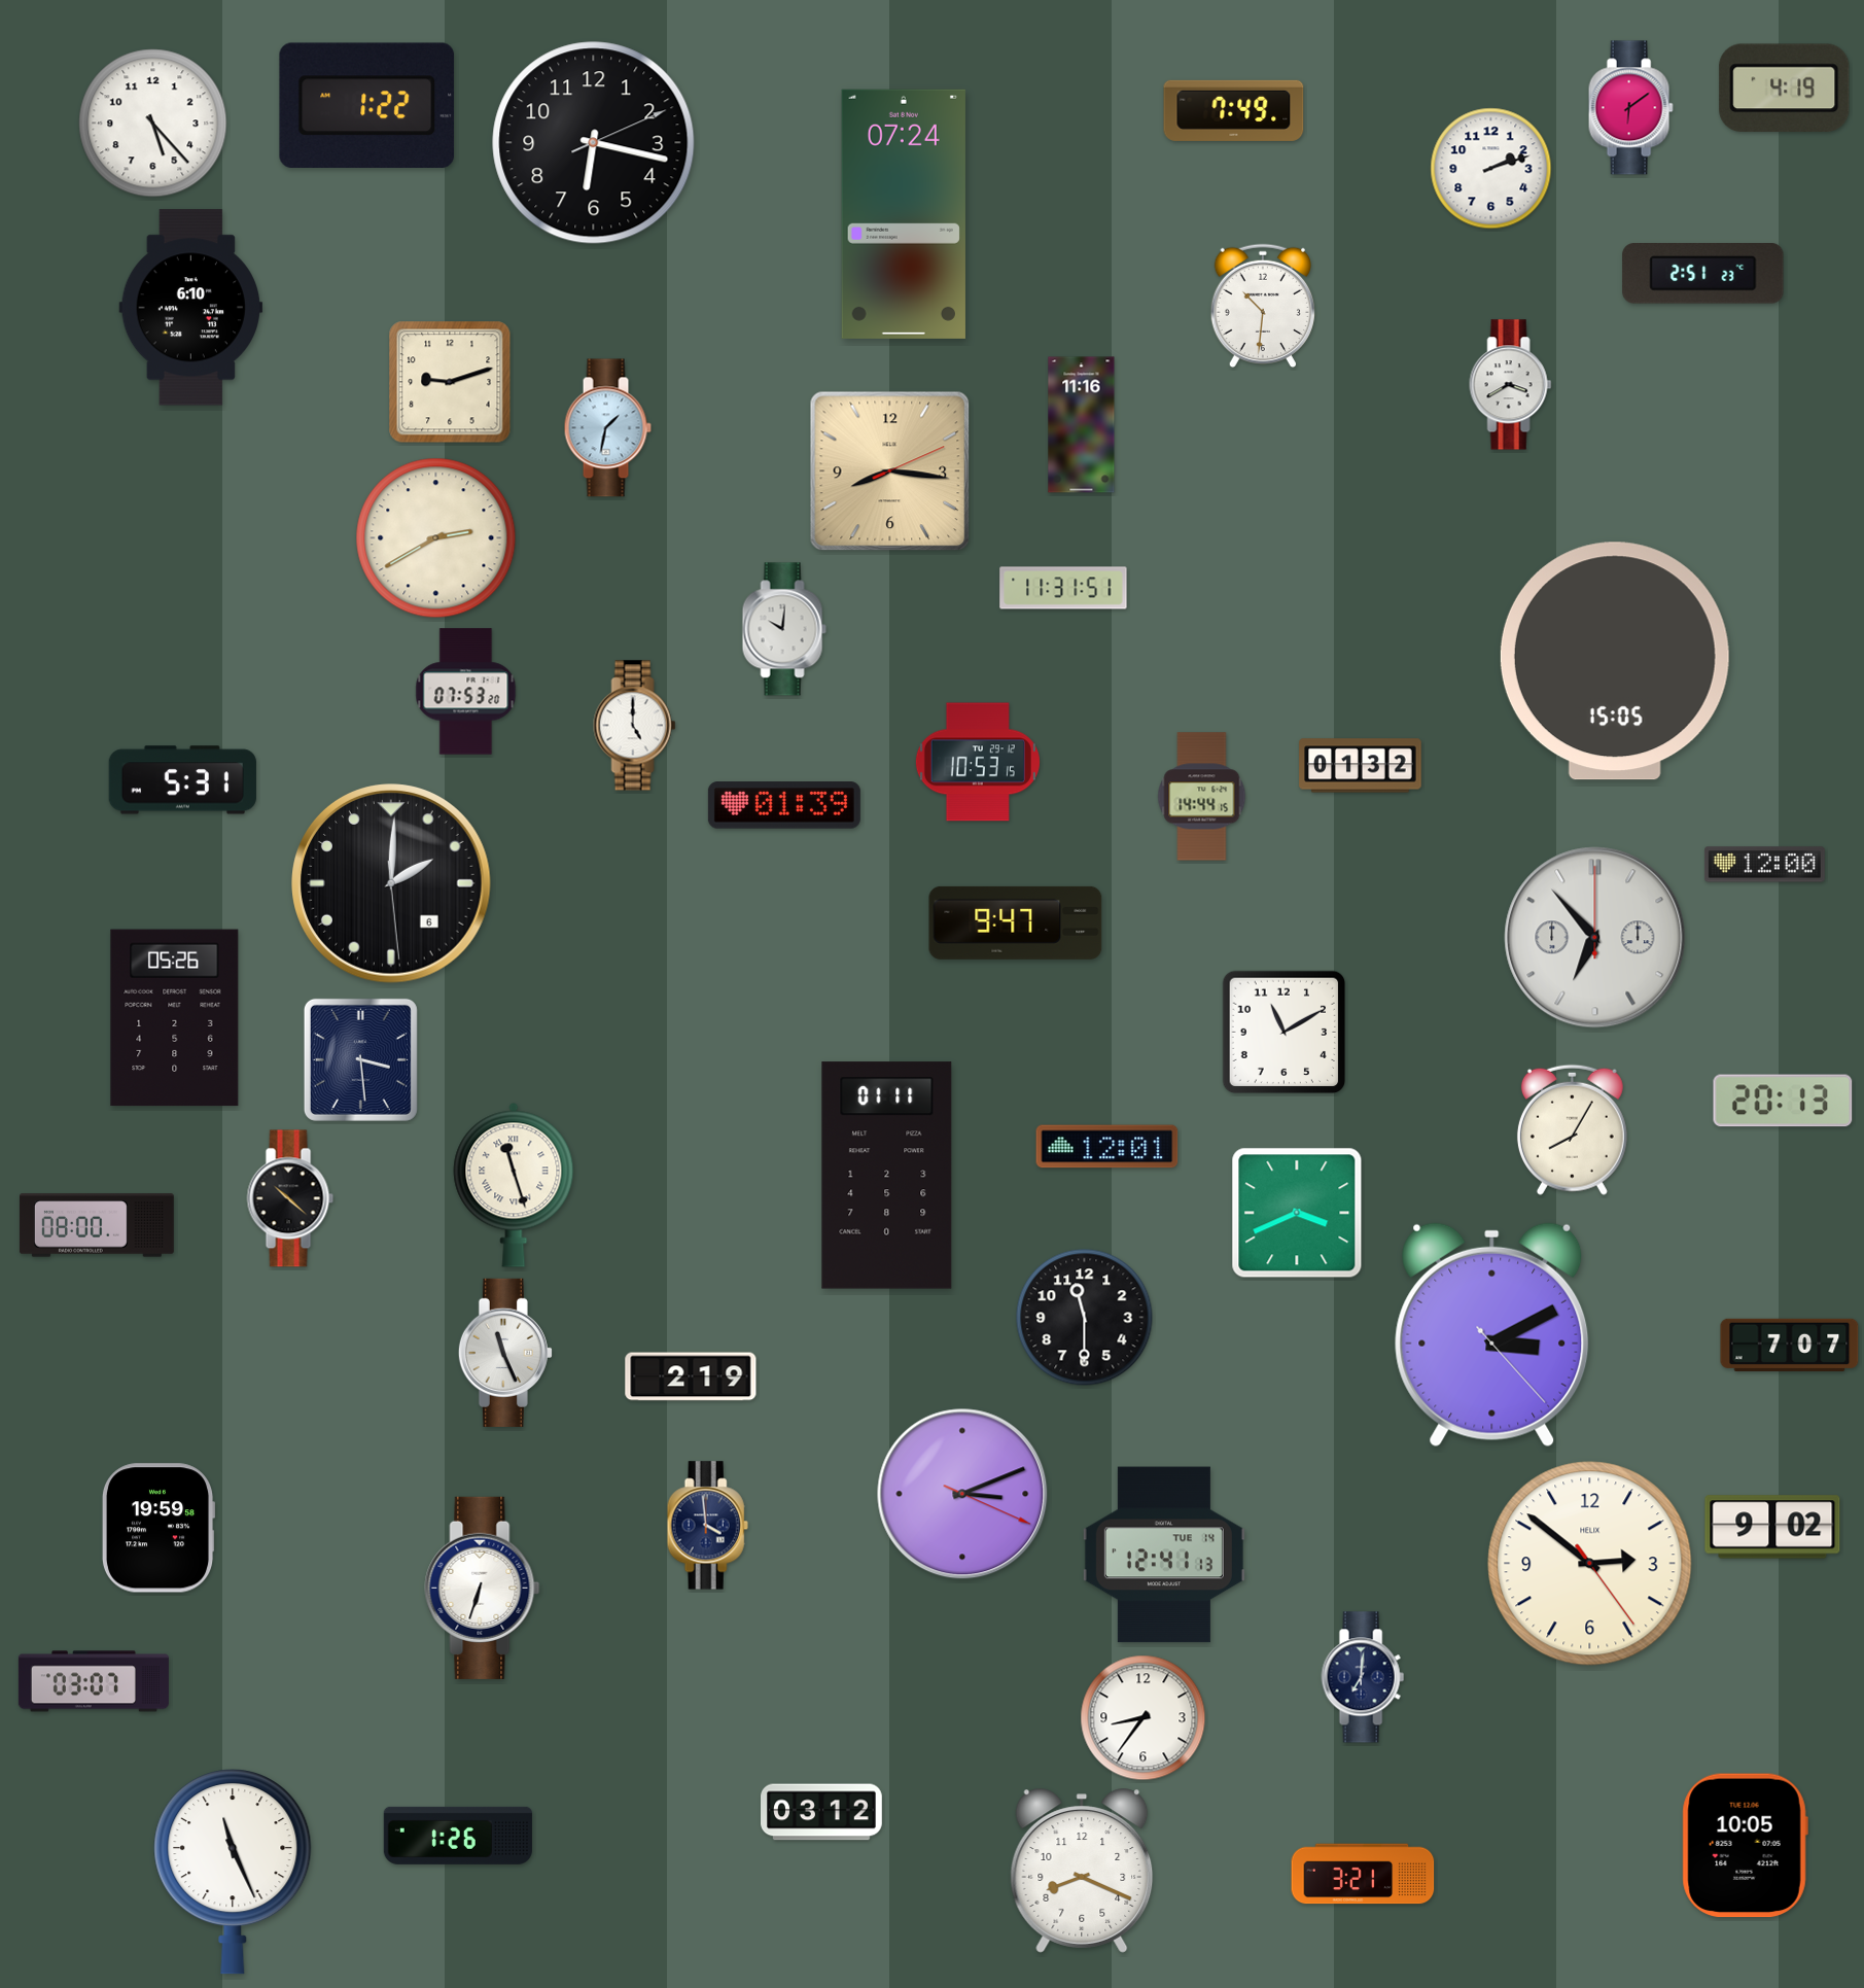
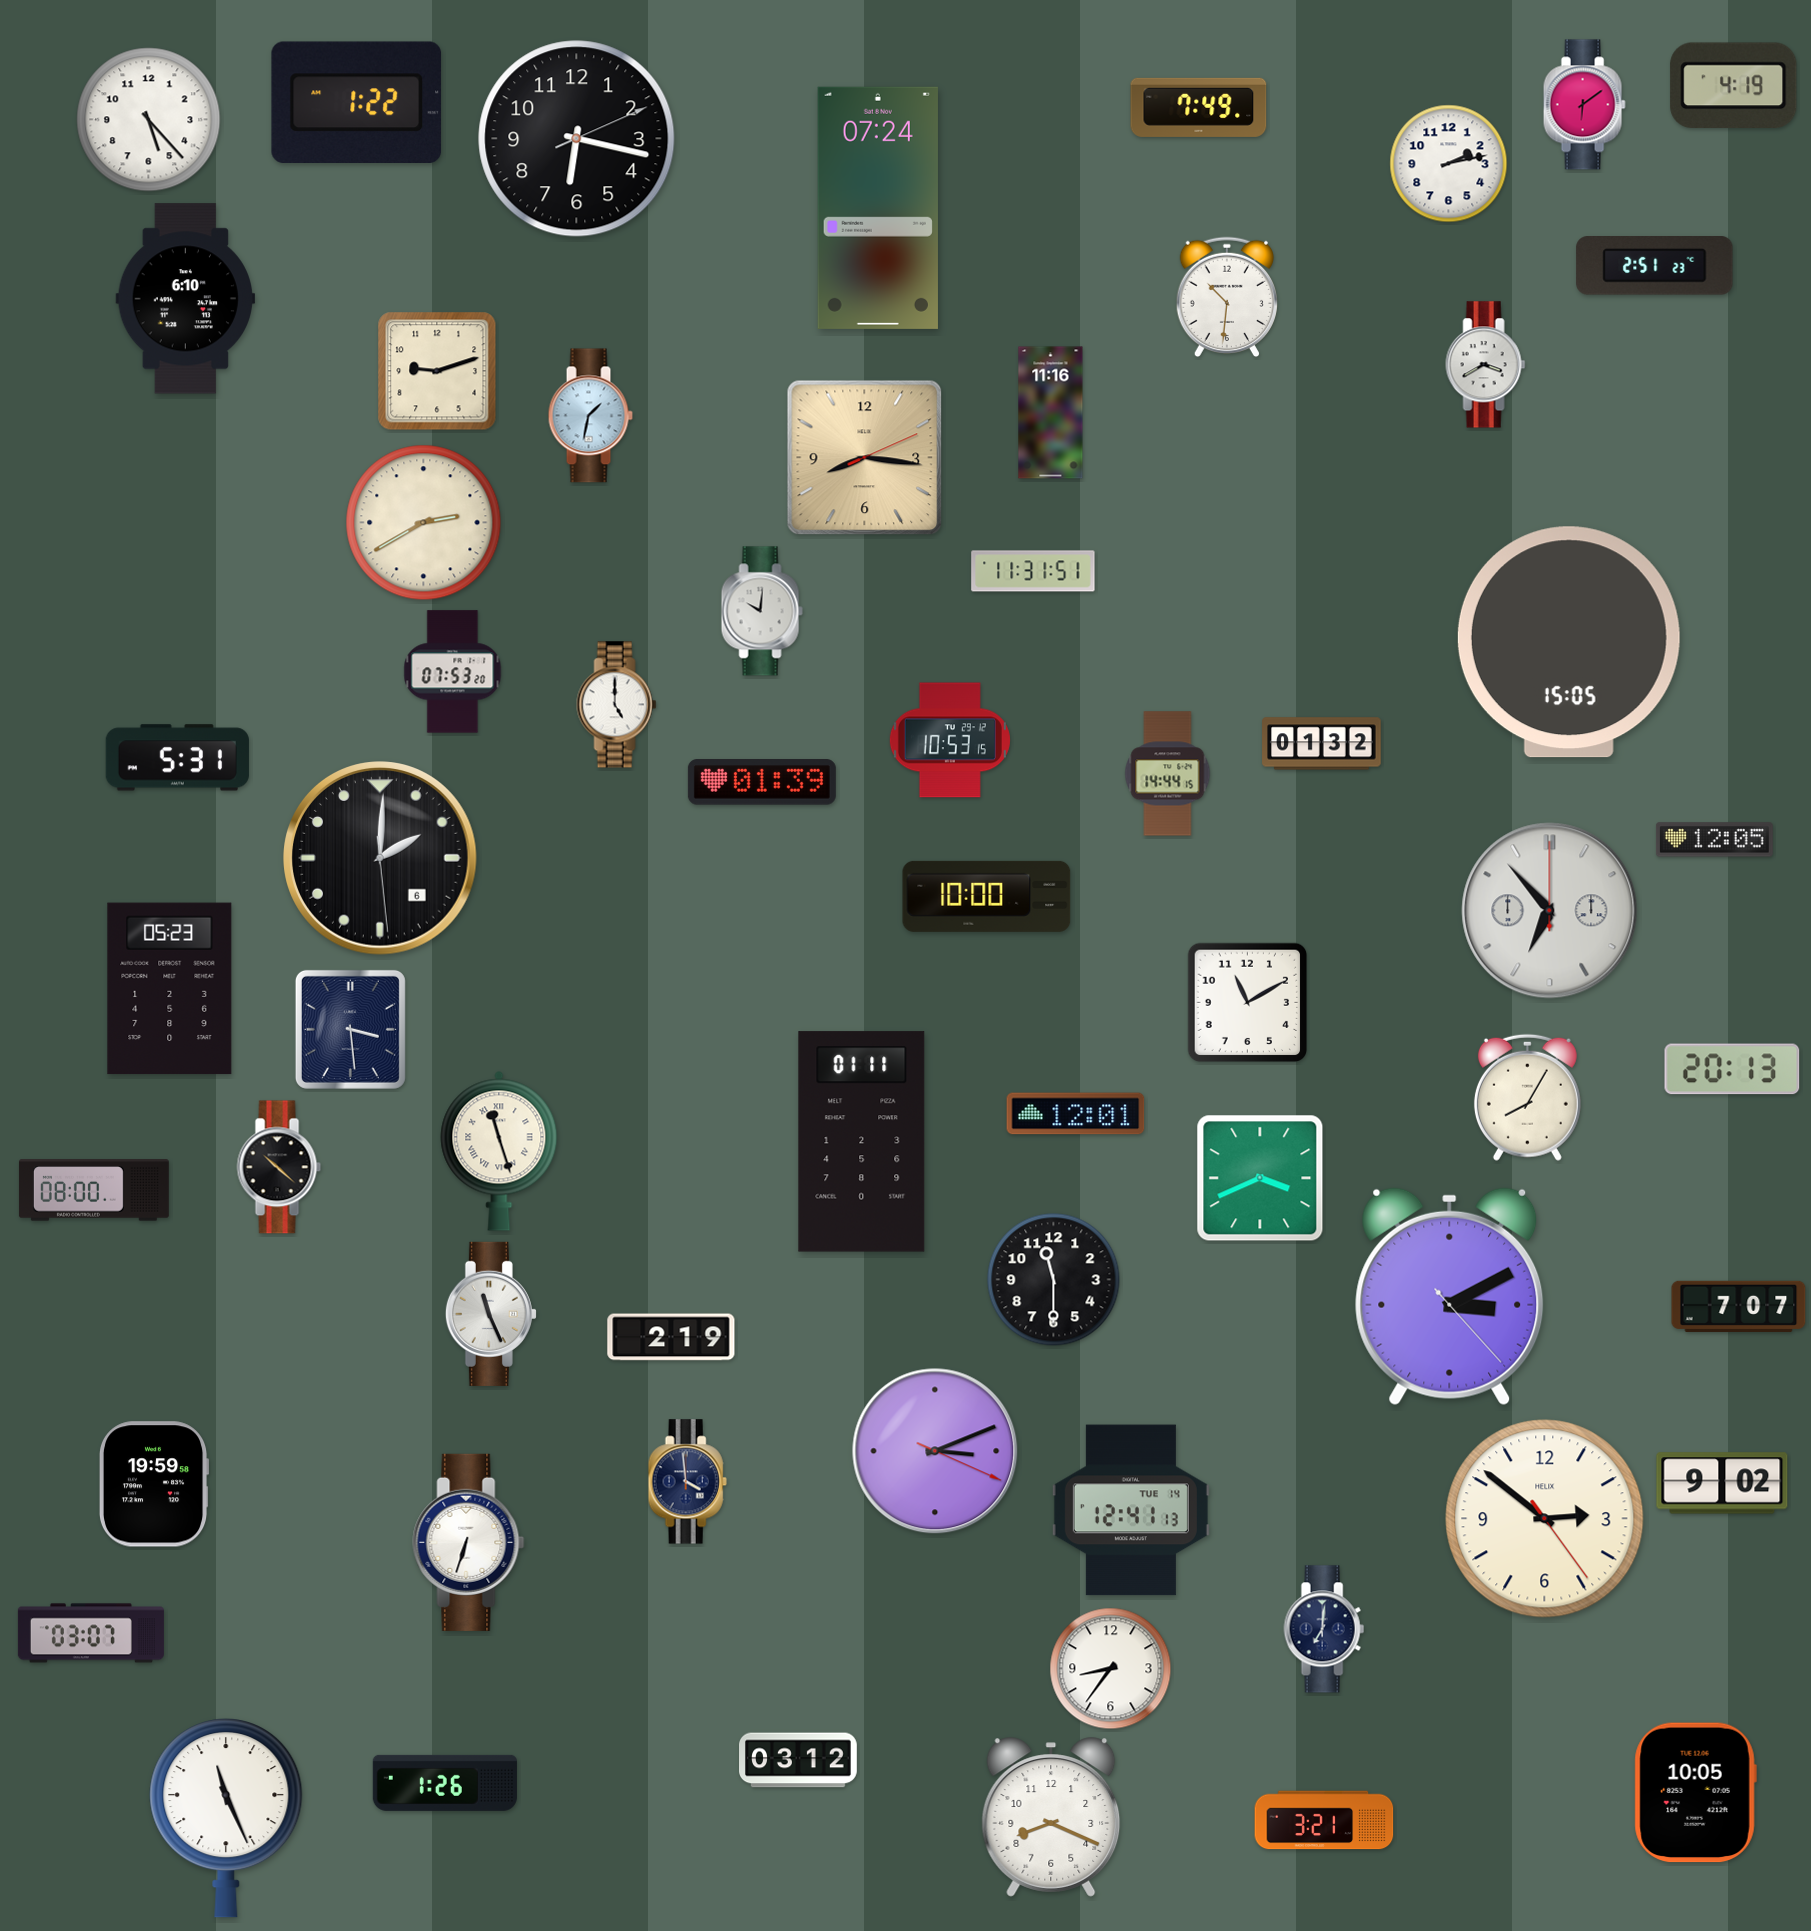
clock at (1491, 169): 2:12 -> 2:13
clock at (1511, 385) position: (1511, 385) -> (1486, 365)
clock at (1764, 865): 12:00 -> 12:05
clock at (1016, 922): 9:47 -> 10:00
clock at (175, 1018): 05:26 -> 05:23
clock at (290, 1198) position: (290, 1198) -> (279, 1167)
